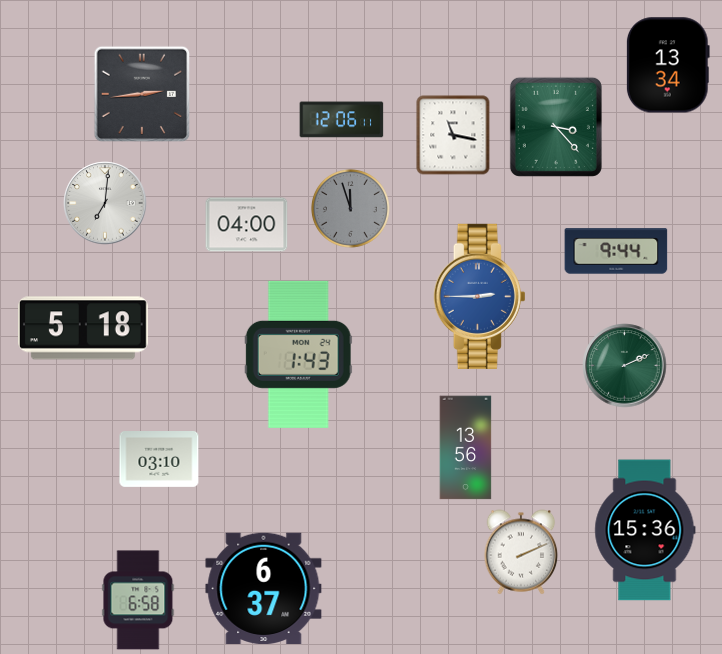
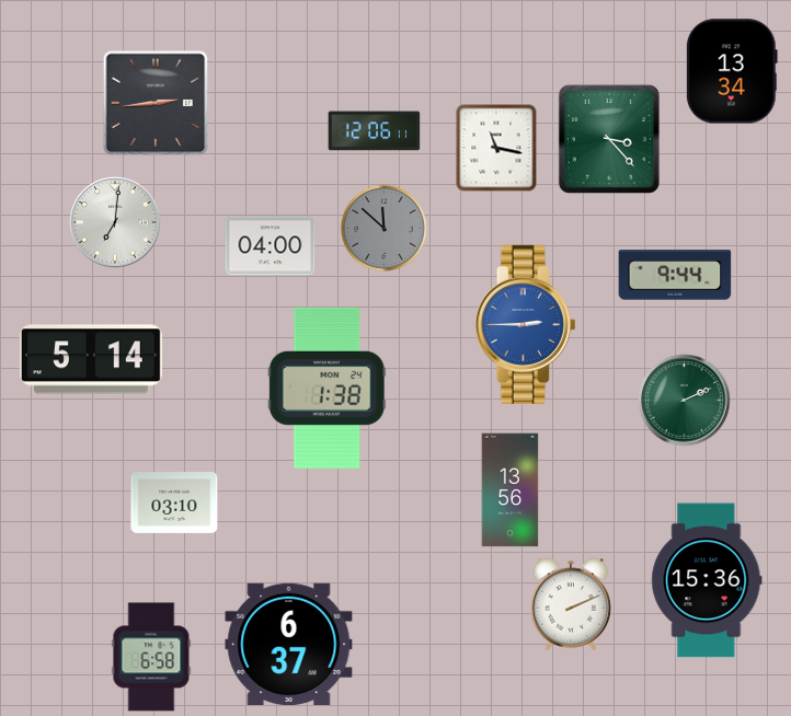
clock at (350, 208): 11:57 -> 11:52
clock at (84, 328): 5:18 -> 5:14
clock at (298, 354): 1:43 -> 1:38
